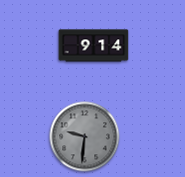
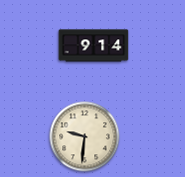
clock at (85, 137) dial: grey -> cream
